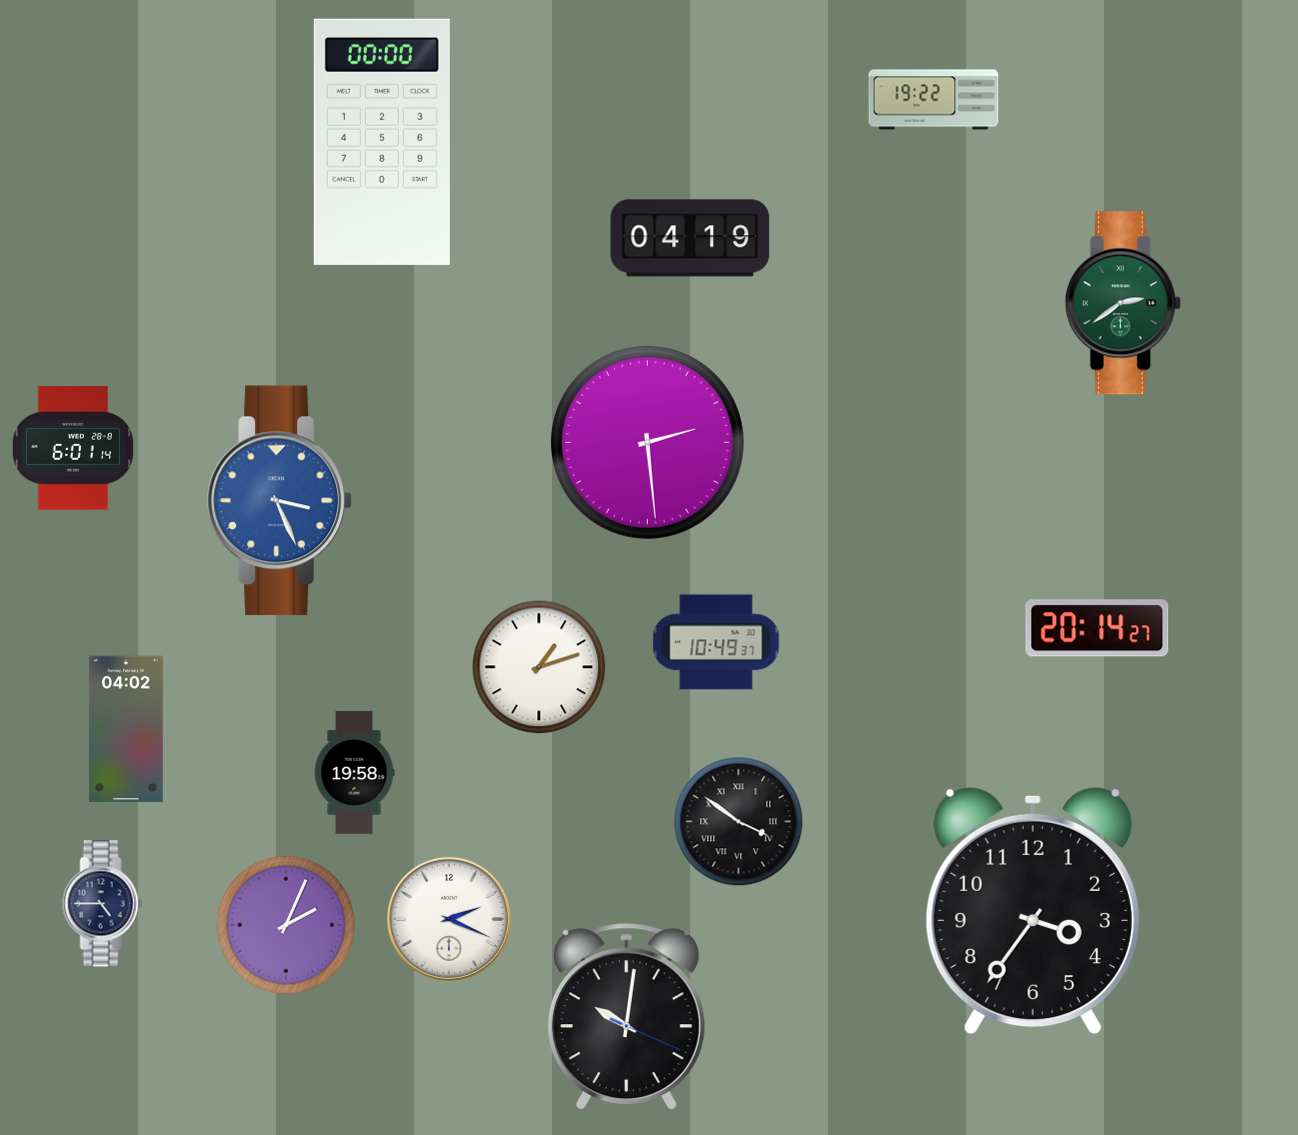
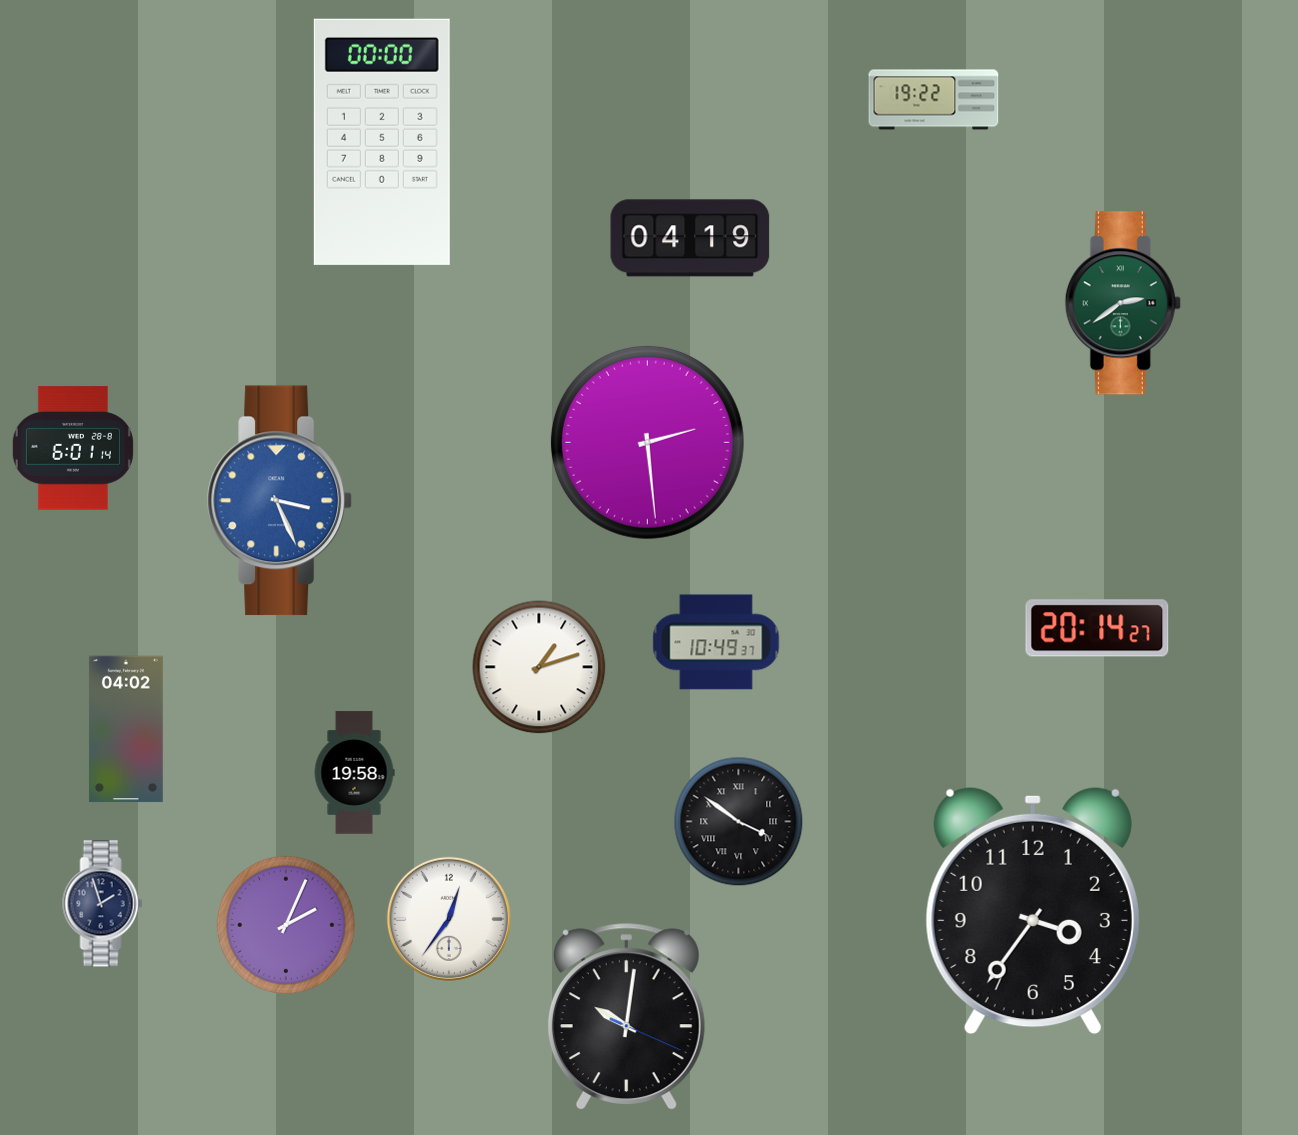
clock at (103, 904): 4:45 -> 1:57
clock at (449, 919): 2:19 -> 12:36
